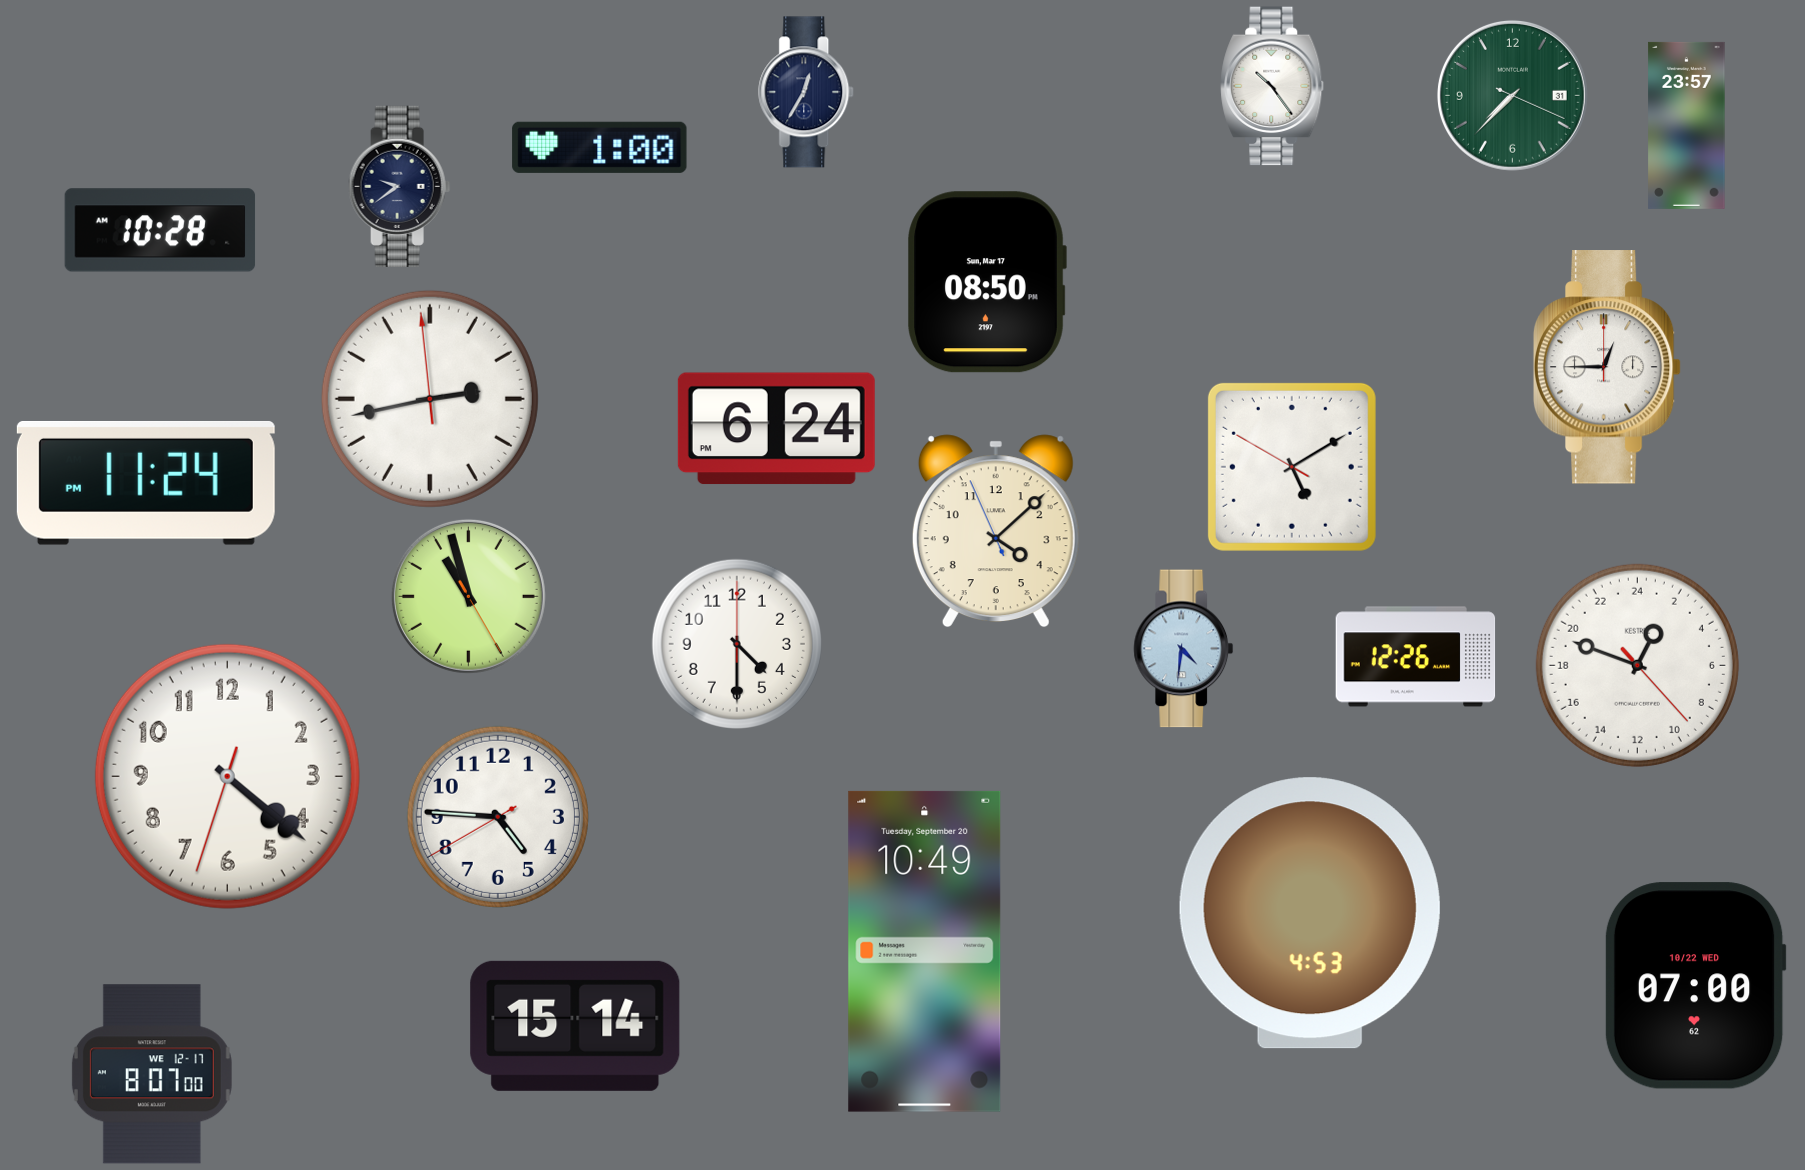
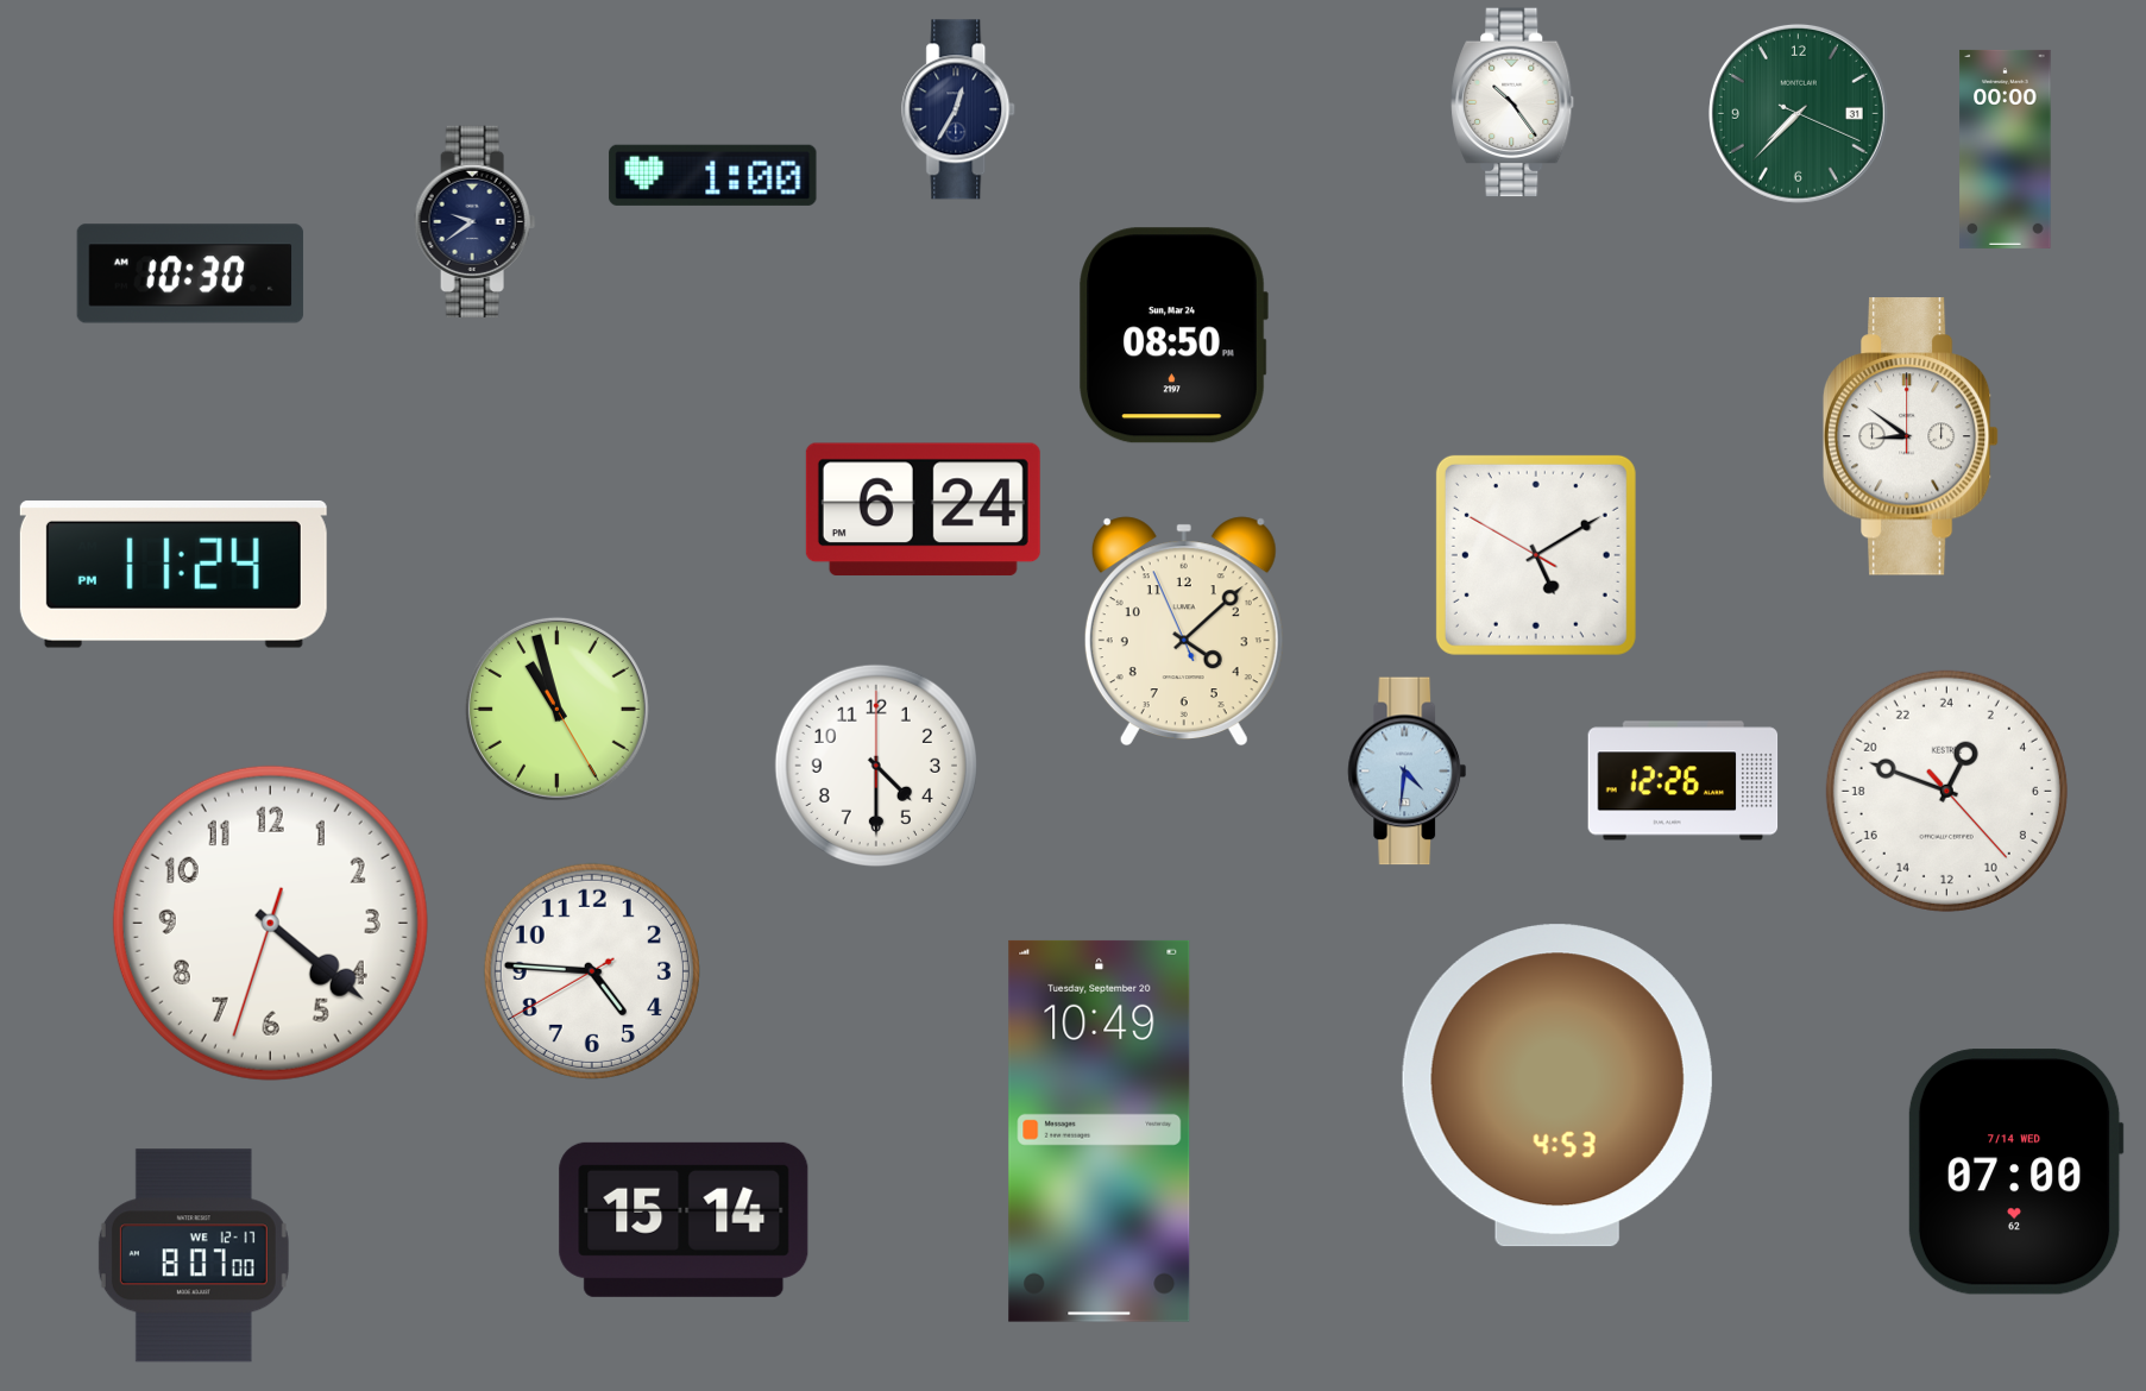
clock at (1687, 125): 23:57 -> 00:00
clock at (160, 230): 10:28 -> 10:30
clock at (987, 282) date: Sun, Mar 17 -> Sun, Mar 24
clock at (1607, 367): 12:45 -> 8:51
clock at (430, 399): 2:42 -> none
clock at (1695, 986) date: 10/22 WED -> 7/14 WED
clock at (152, 1074) position: (152, 1074) -> (194, 1255)
